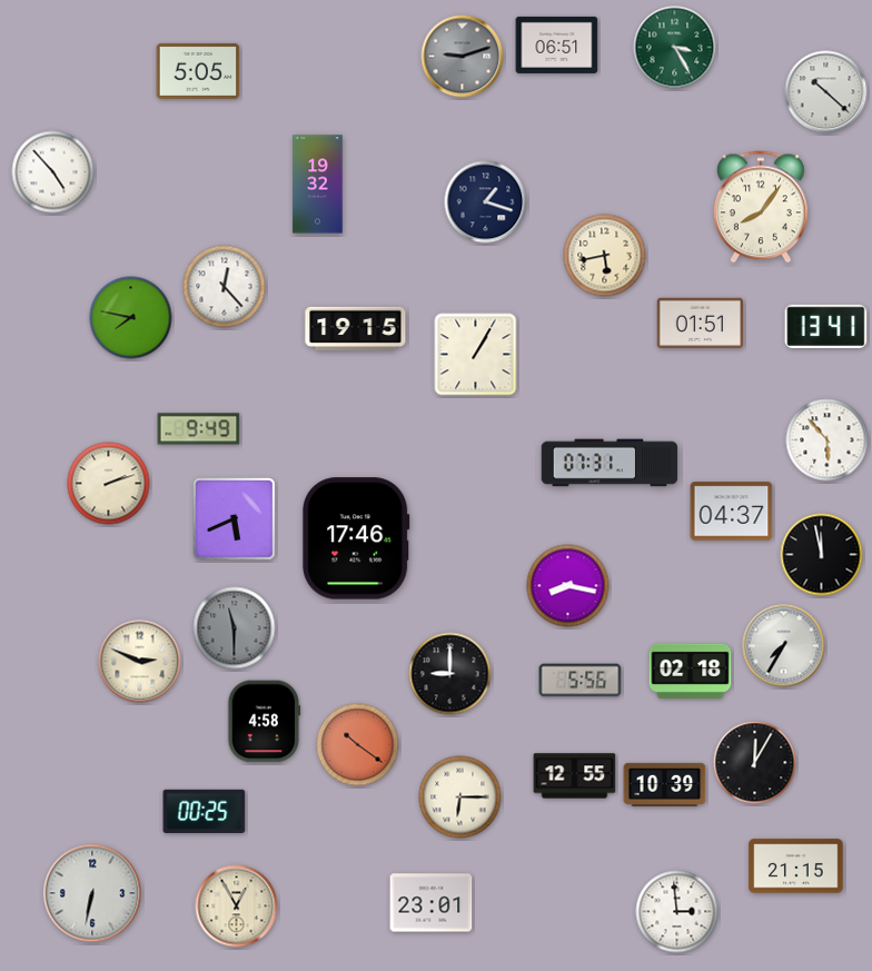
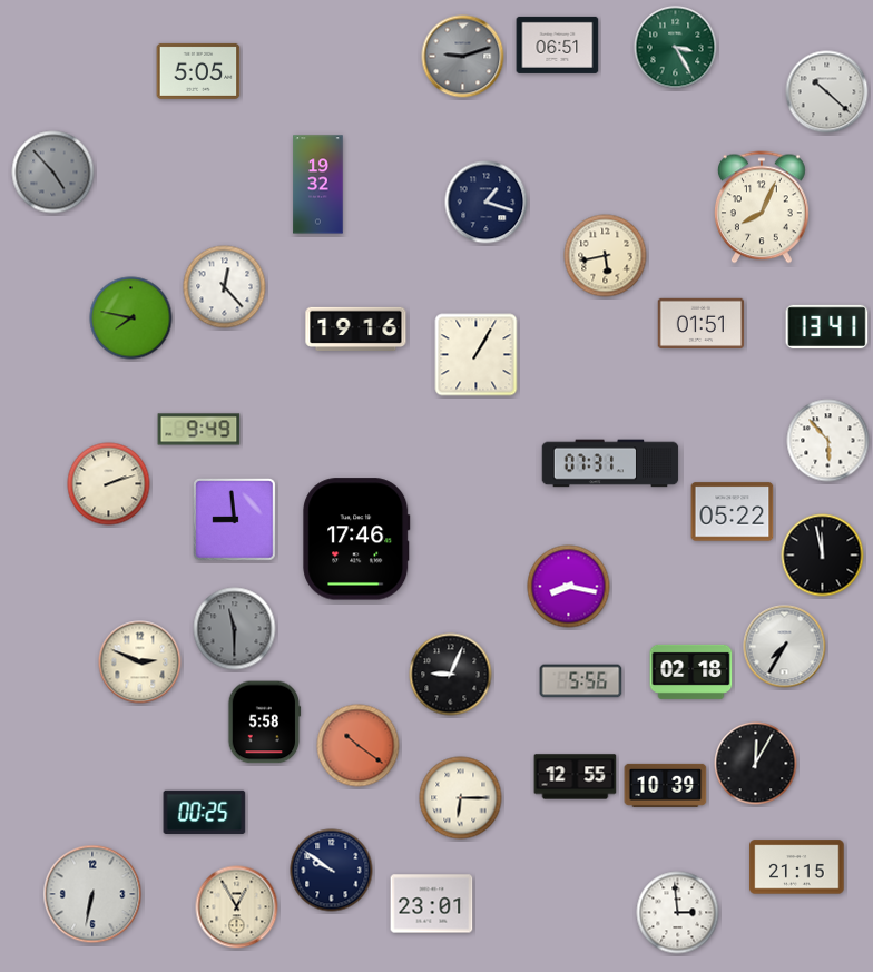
clock at (53, 172) dial: white -> grey
clock at (762, 207): 8:06 -> 8:04
clock at (356, 328): 19:15 -> 19:16
clock at (732, 512): 04:37 -> 05:22
clock at (235, 519): 5:41 -> 8:59
clock at (450, 674): 9:00 -> 9:04
clock at (265, 722): 4:58 -> 5:58
clock at (332, 871): none -> 9:51
